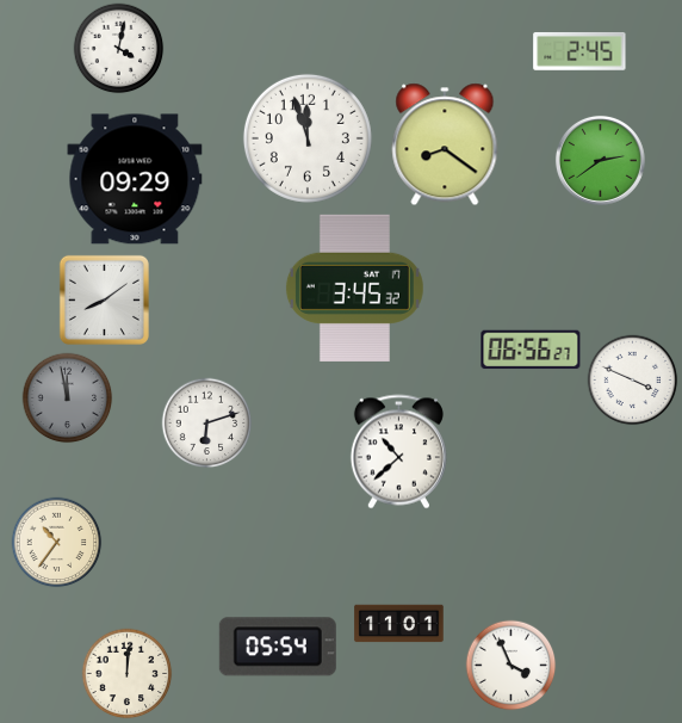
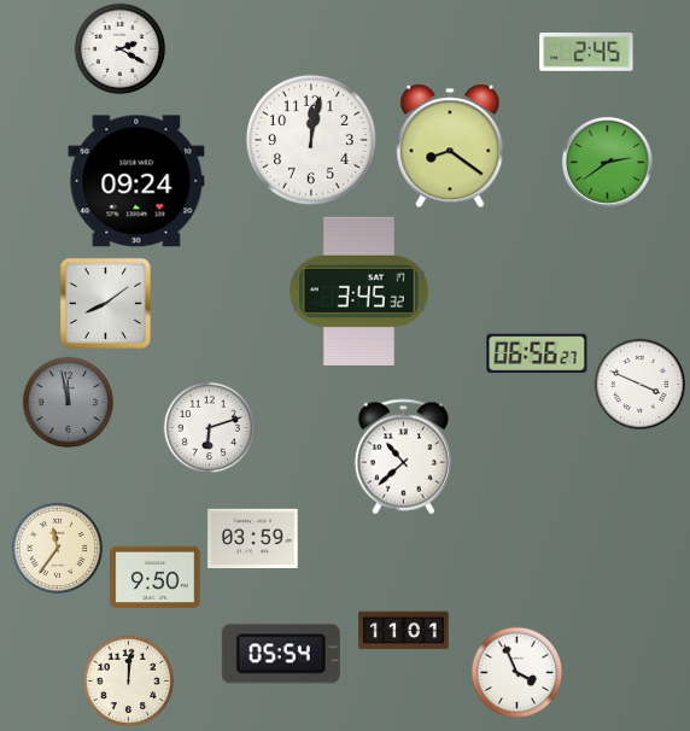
clock at (119, 49): 4:02 -> 2:20
clock at (308, 138): 11:57 -> 12:02
clock at (135, 179): 09:29 -> 09:24
clock at (253, 539): none -> 03:59
clock at (57, 543): 10:36 -> 11:36
clock at (156, 578): none -> 9:50
